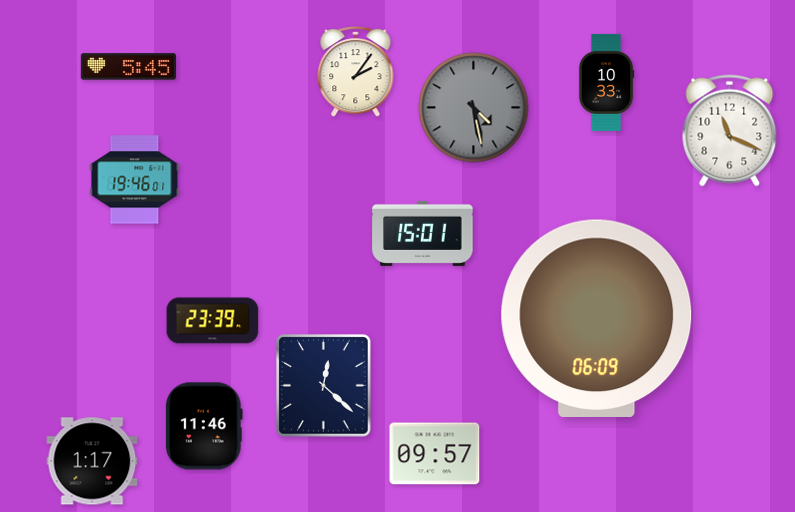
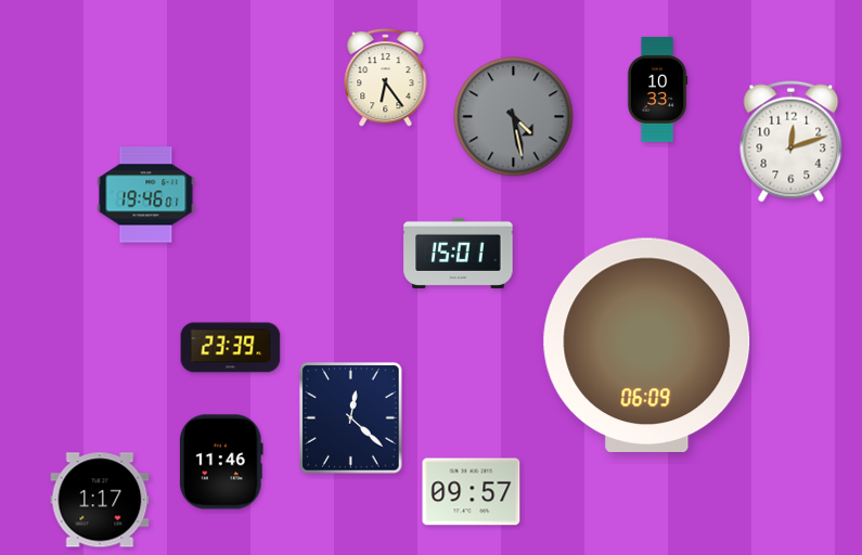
clock at (128, 67): 5:45 -> none
clock at (356, 72): 2:06 -> 6:24
clock at (730, 131): 11:19 -> 12:12
